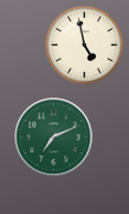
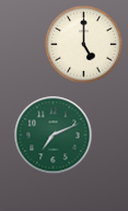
clock at (85, 45): 4:58 -> 5:00
